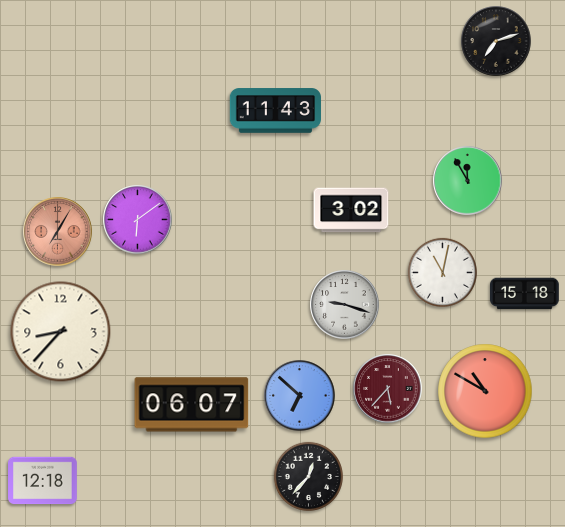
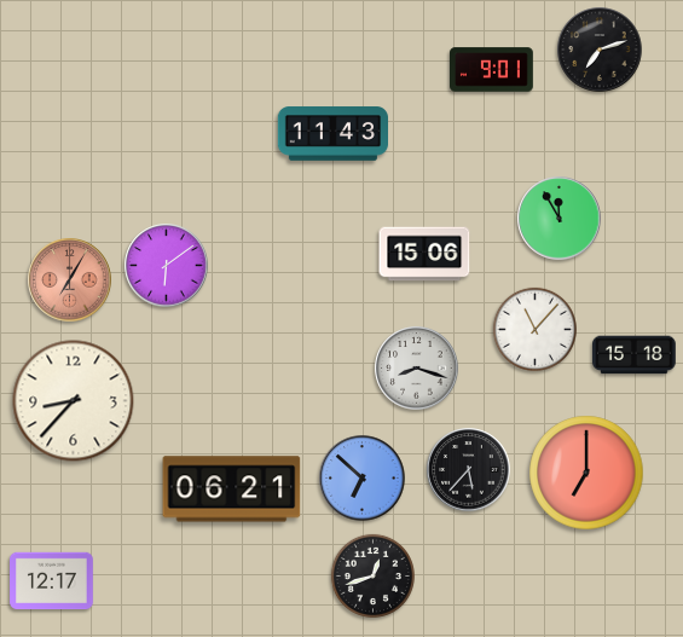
clock at (492, 70): none -> 9:01
clock at (468, 181) position: (468, 181) -> (560, 219)
clock at (351, 210): 3:02 -> 15:06
clock at (442, 272): 11:02 -> 11:07
clock at (345, 305): 9:18 -> 8:18
clock at (388, 389) dial: burgundy -> black
clock at (485, 391): 10:50 -> 7:00
clock at (192, 405): 06:07 -> 06:21
clock at (308, 476): 12:37 -> 12:42
clock at (43, 481): 12:18 -> 12:17
